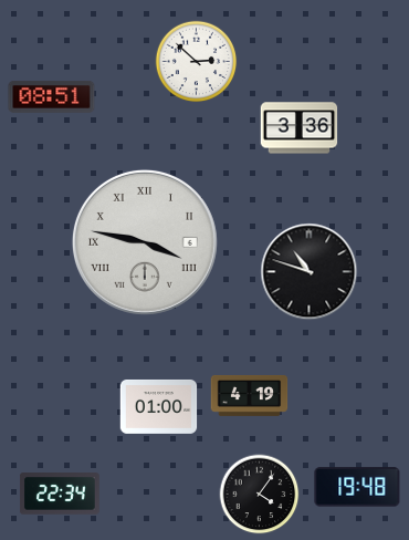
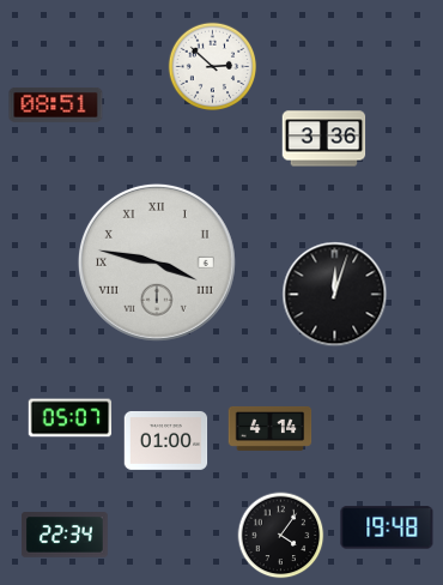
clock at (310, 272): 10:48 -> 12:03
clock at (71, 418): none -> 05:07
clock at (250, 395): 4:19 -> 4:14
clock at (159, 406) position: (159, 406) -> (166, 440)
